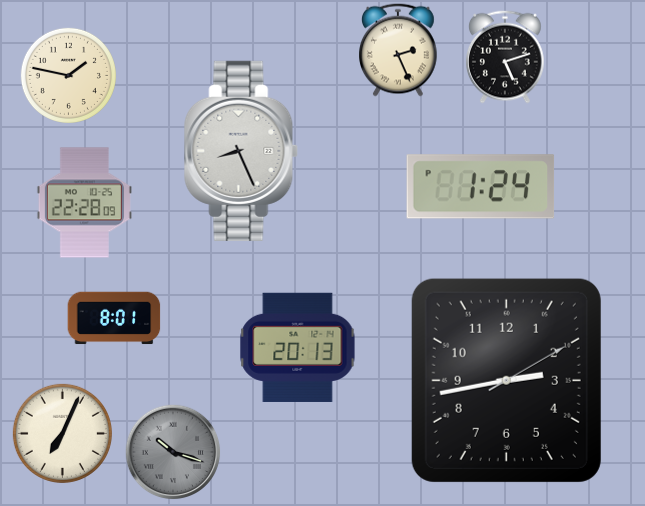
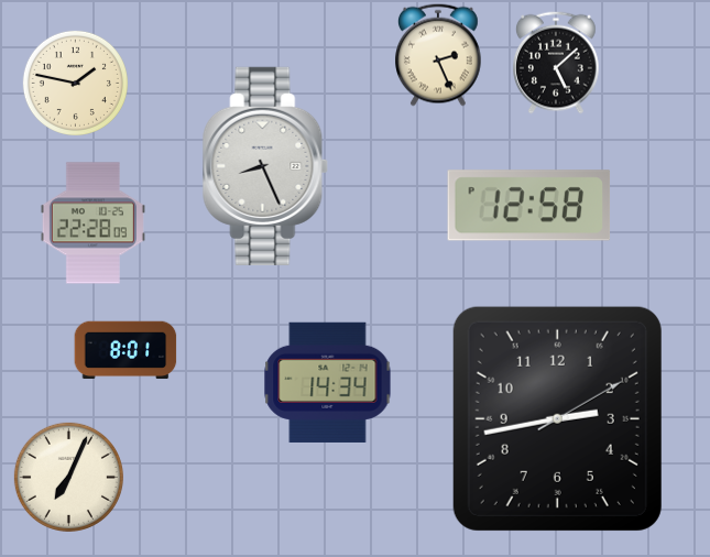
clock at (506, 57): 5:12 -> 5:08
clock at (481, 187): 1:24 -> 12:58
clock at (298, 347): 20:13 -> 14:34
clock at (173, 452): 10:18 -> none
